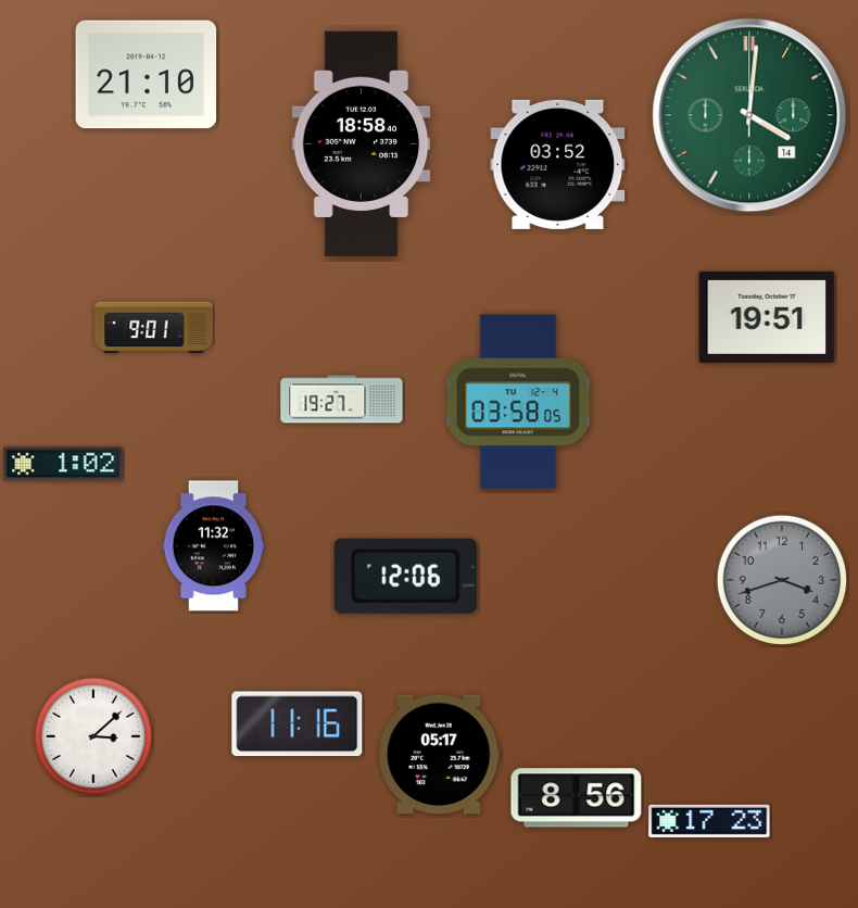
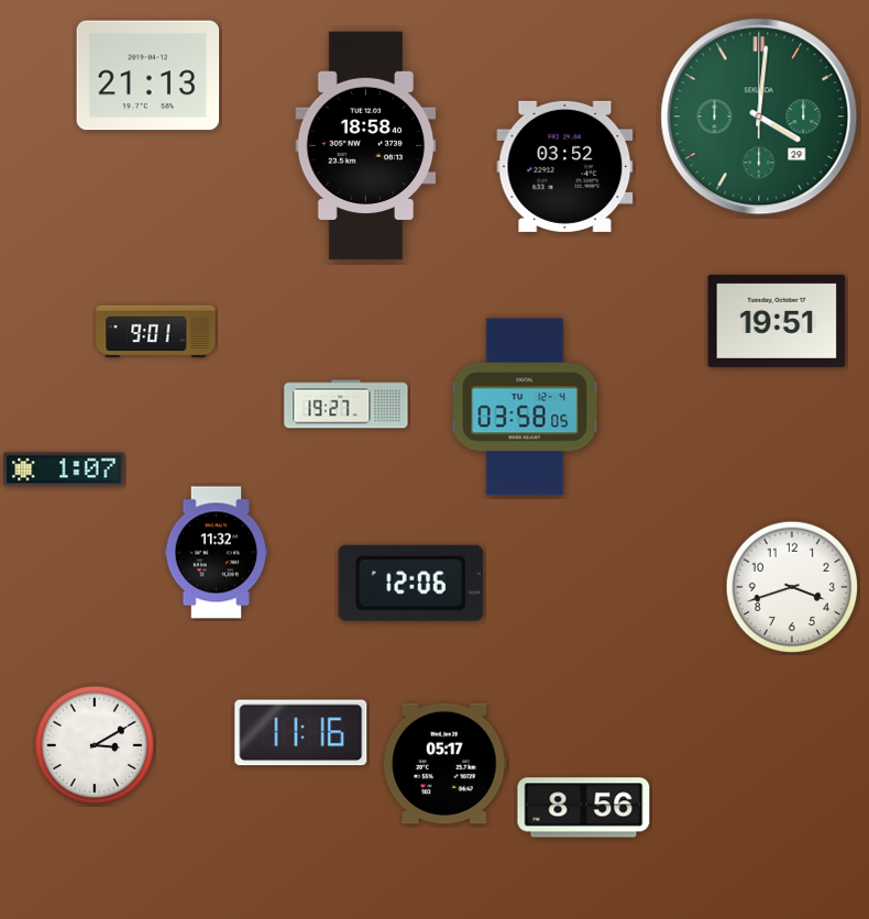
clock at (147, 75): 21:10 -> 21:13
clock at (749, 115) date: 14 -> 29
clock at (63, 464): 1:02 -> 1:07
clock at (782, 580) dial: grey -> white
clock at (92, 735): 3:08 -> 3:10
clock at (709, 821): 17:23 -> none
